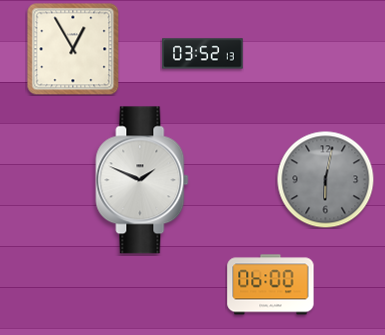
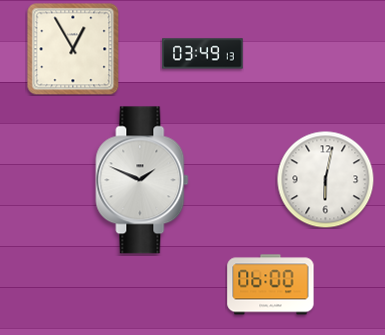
clock at (203, 54): 03:52 -> 03:49
clock at (325, 179) dial: grey -> white
